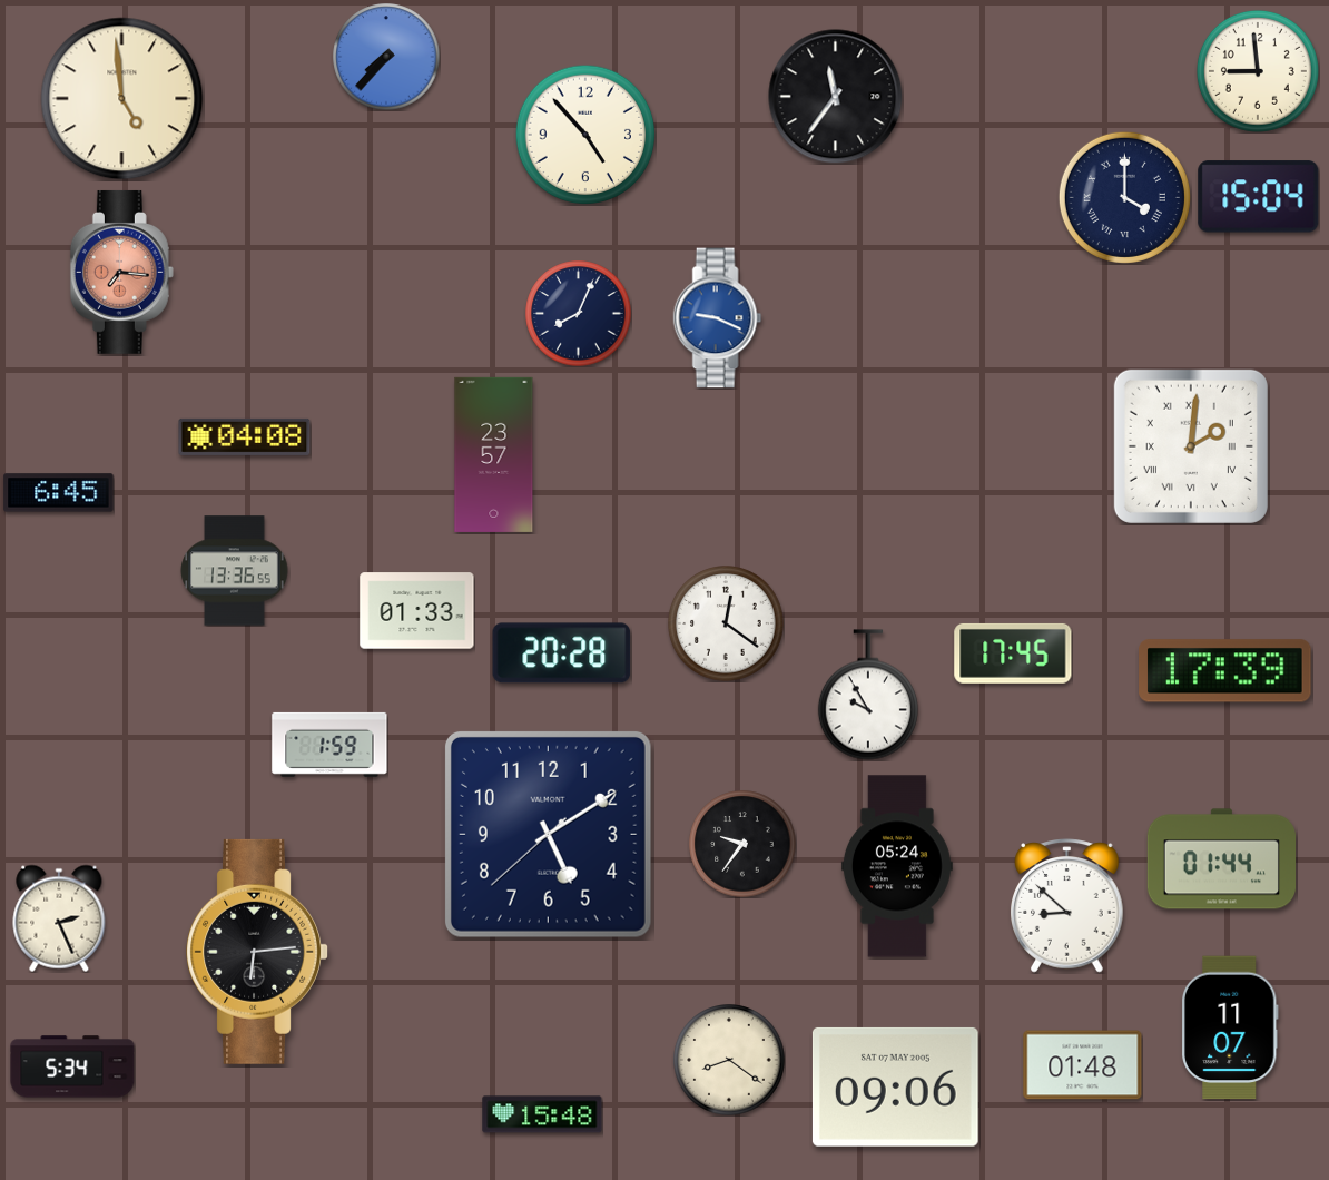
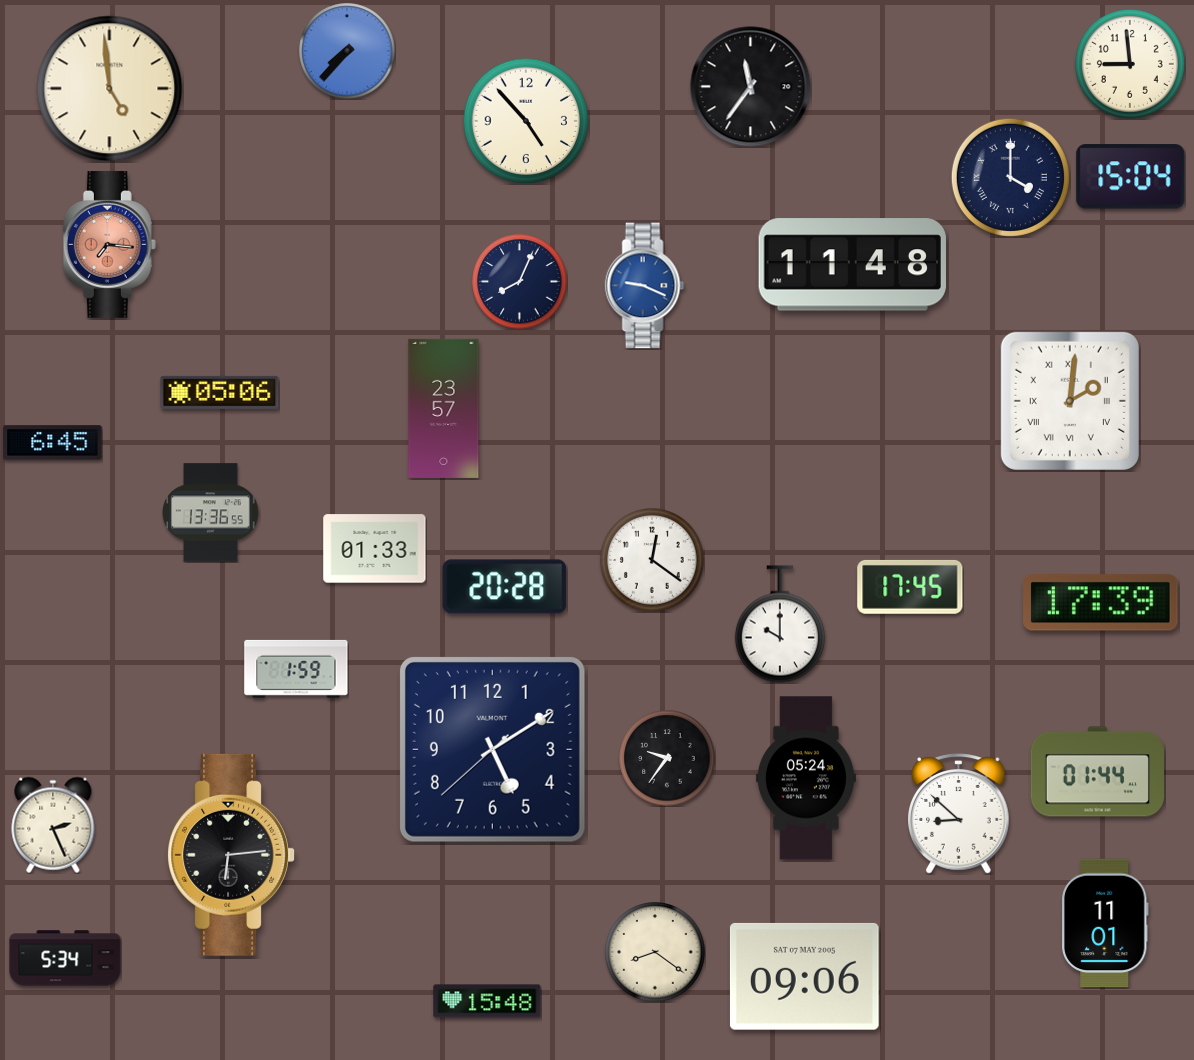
clock at (852, 265): none -> 11:48
clock at (245, 436): 04:08 -> 05:06
clock at (868, 695): 9:55 -> 10:00
clock at (1230, 1027): 11:07 -> 11:01
clock at (1083, 1065): 01:48 -> none
